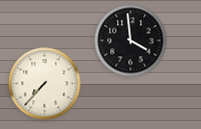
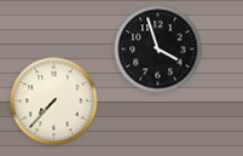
clock at (131, 41): 3:59 -> 3:57
